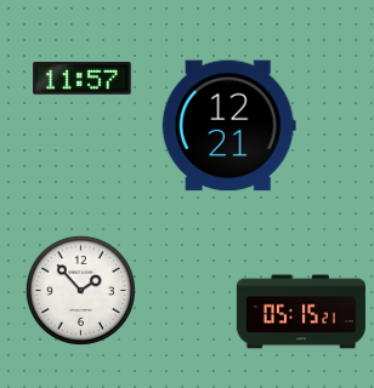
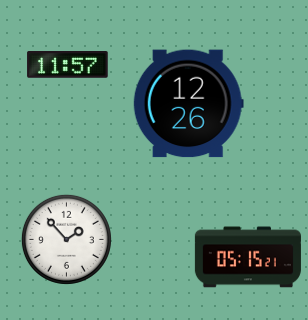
clock at (228, 126): 12:21 -> 12:26
